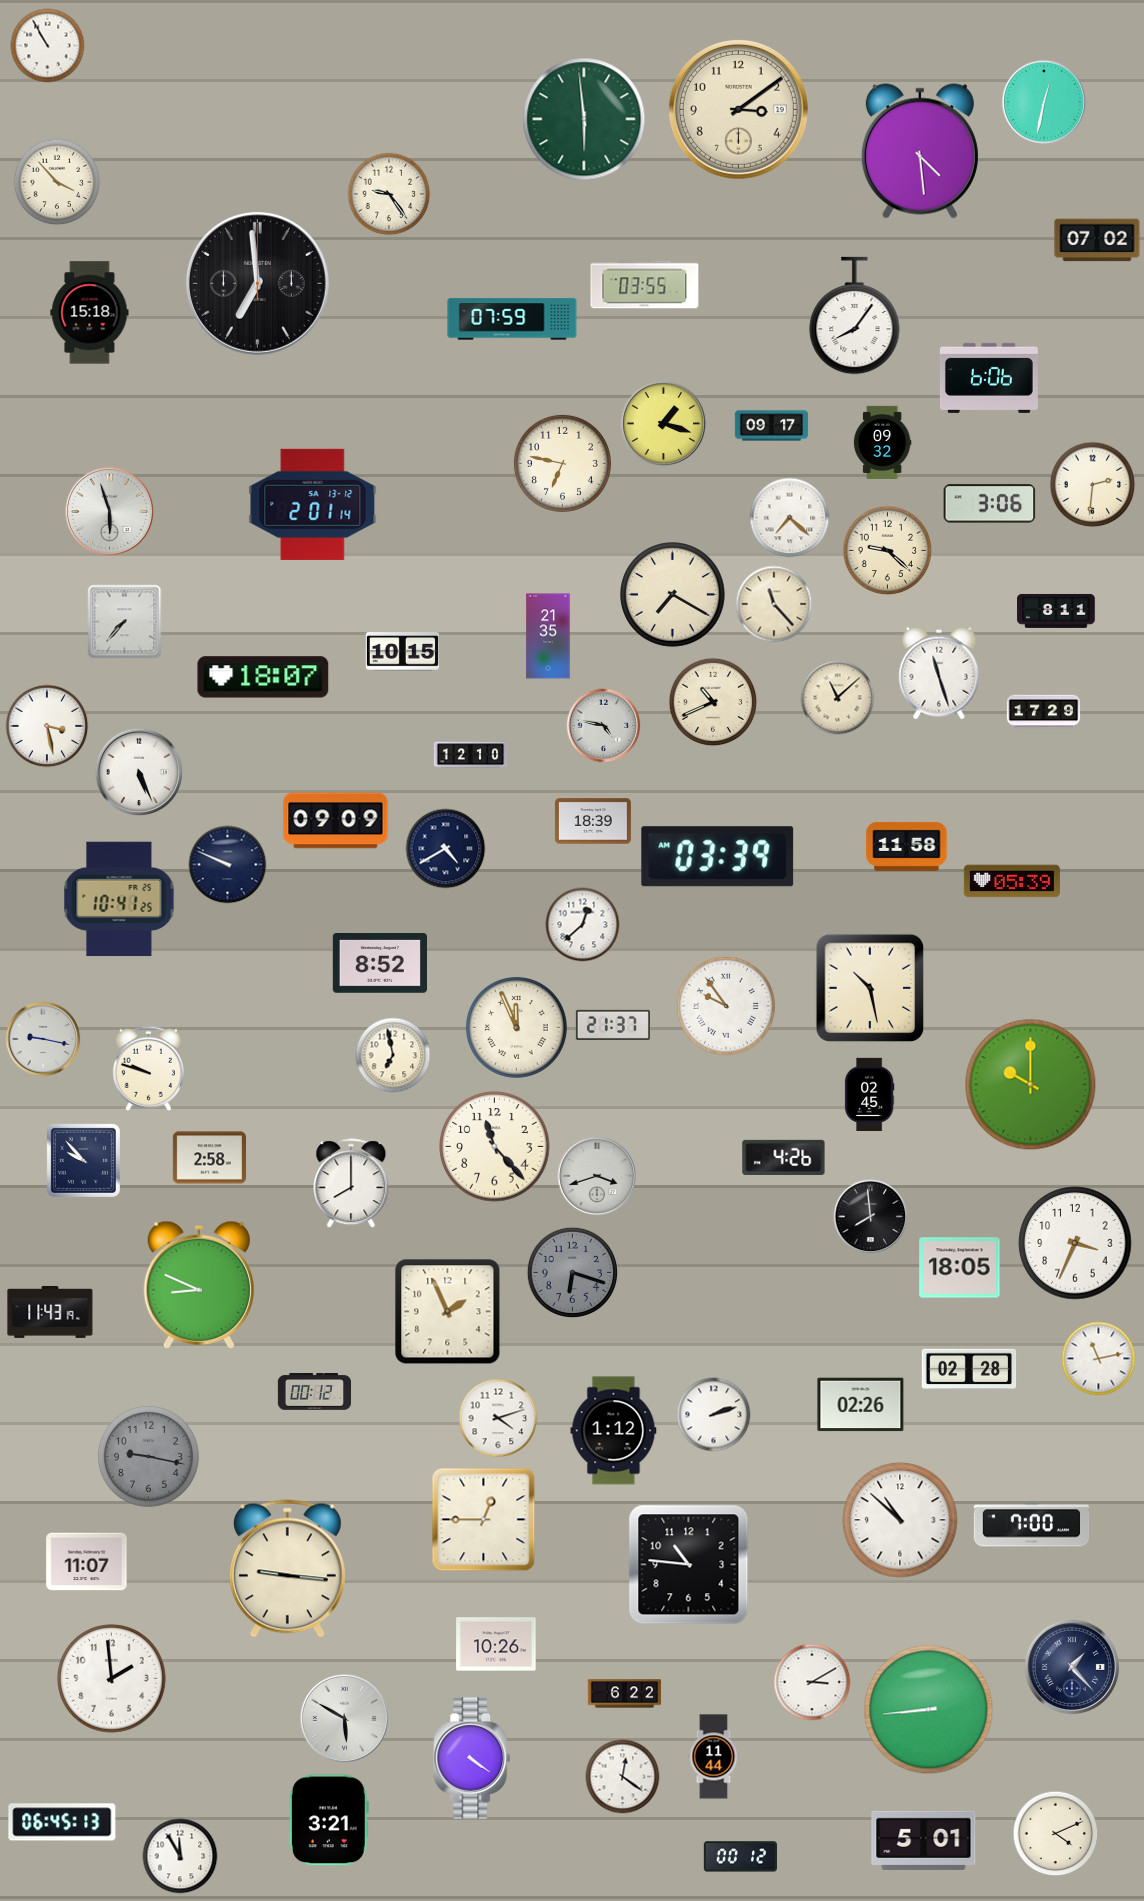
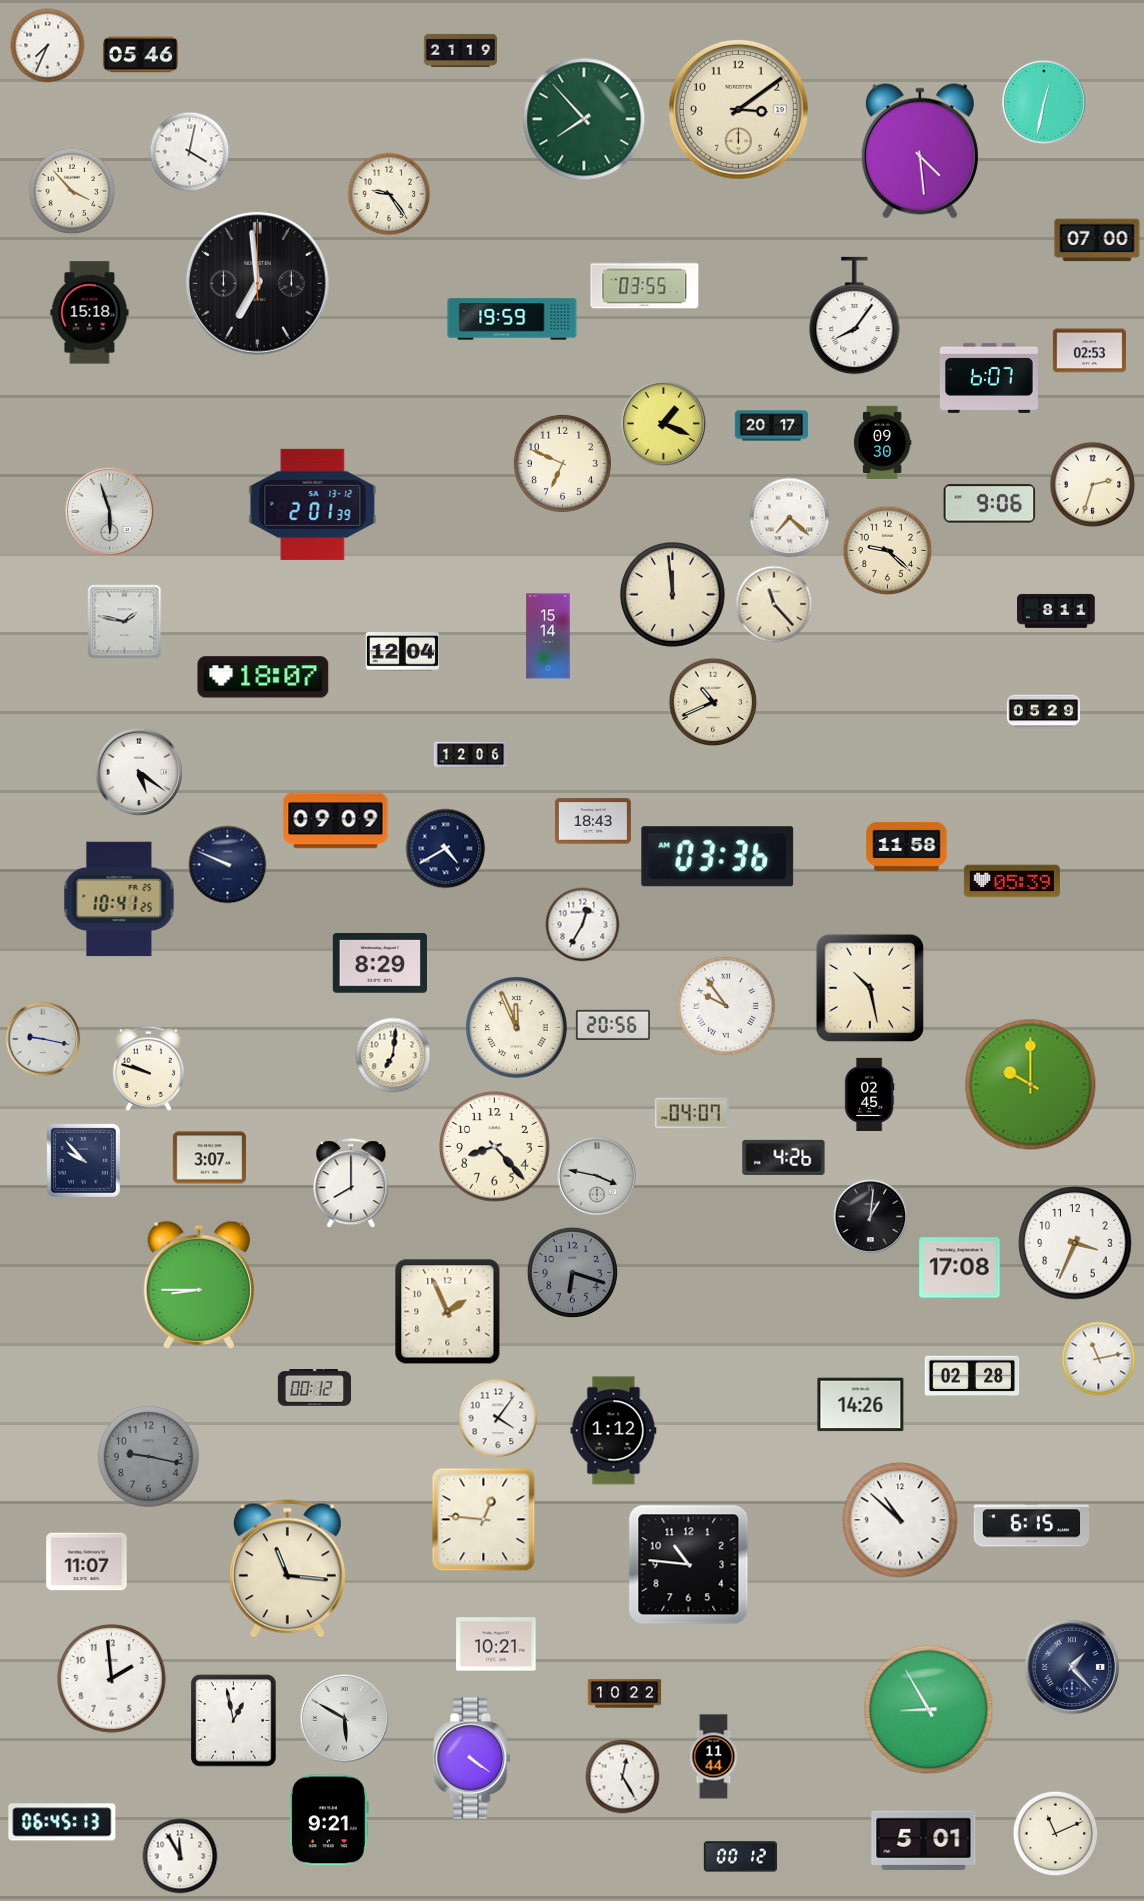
clock at (48, 46): 10:55 -> 7:34
clock at (460, 50): none -> 21:19
clock at (140, 55): none -> 05:46
clock at (584, 119): 5:59 -> 7:53
clock at (190, 152): none -> 4:02
clock at (57, 182) position: (57, 182) -> (72, 191)
clock at (1097, 240): 07:02 -> 07:00
clock at (512, 319): 07:59 -> 19:59
clock at (1089, 351): none -> 02:53
clock at (989, 378): 6:06 -> 6:07
clock at (664, 424): 1:18 -> 1:19
clock at (772, 426): 09:17 -> 20:17
clock at (882, 443): 09:32 -> 09:30
clock at (562, 463): 6:47 -> 6:49
clock at (1093, 485): 2:31 -> 2:33
clock at (313, 504): 2:01:14 -> 2:01:39
clock at (990, 504): 3:06 -> 9:06
clock at (673, 595): 7:20 -> 11:59
clock at (125, 622): 7:37 -> 1:47
clock at (548, 636): 21:35 -> 15:14
clock at (402, 652): 10:15 -> 12:04
clock at (939, 673): 11:27 -> none
clock at (838, 698): 11:08 -> none
clock at (1044, 712): 17:29 -> 05:29
clock at (47, 726): 3:28 -> none
clock at (604, 726): 4:47 -> none
clock at (471, 755): 12:10 -> 12:06
clock at (139, 772): 5:26 -> 5:21
clock at (593, 821): 18:39 -> 18:43
clock at (718, 857): 03:39 -> 03:36
clock at (583, 925): 12:38 -> 12:35
clock at (379, 964): 8:52 -> 8:29
clock at (613, 1024): 21:37 -> 20:56
clock at (393, 1055): 6:58 -> 7:01
clock at (692, 1113): none -> 04:07
clock at (495, 1147): 11:23 -> 8:23
clock at (209, 1158): 2:58 -> 3:07
clock at (597, 1176): 3:42 -> 3:47
clock at (871, 1217): 7:59 -> 1:01
clock at (960, 1268): 18:05 -> 17:08
clock at (198, 1284): 8:49 -> 8:45
clock at (50, 1312): 11:43 -> none
clock at (969, 1369) position: (969, 1369) -> (972, 1376)
clock at (314, 1392) position: (314, 1392) -> (314, 1388)
clock at (861, 1405): 02:26 -> 14:26
clock at (714, 1415): 2:12 -> none
clock at (498, 1418): 4:12 -> 4:06
clock at (484, 1520): 12:45 -> 12:46
clock at (1032, 1525): 7:00 -> 6:15
clock at (287, 1569): 9:16 -> 11:16
clock at (496, 1644): 10:26 -> 10:21
clock at (812, 1682): 3:10 -> none
clock at (625, 1694): 6:22 -> 10:22
clock at (929, 1710): 8:44 -> 8:55
clock at (234, 1721): none -> 12:58
clock at (623, 1777): 12:21 -> 12:25
clock at (329, 1820): 3:21 -> 9:21
clock at (1056, 1834): 4:11 -> 11:11
